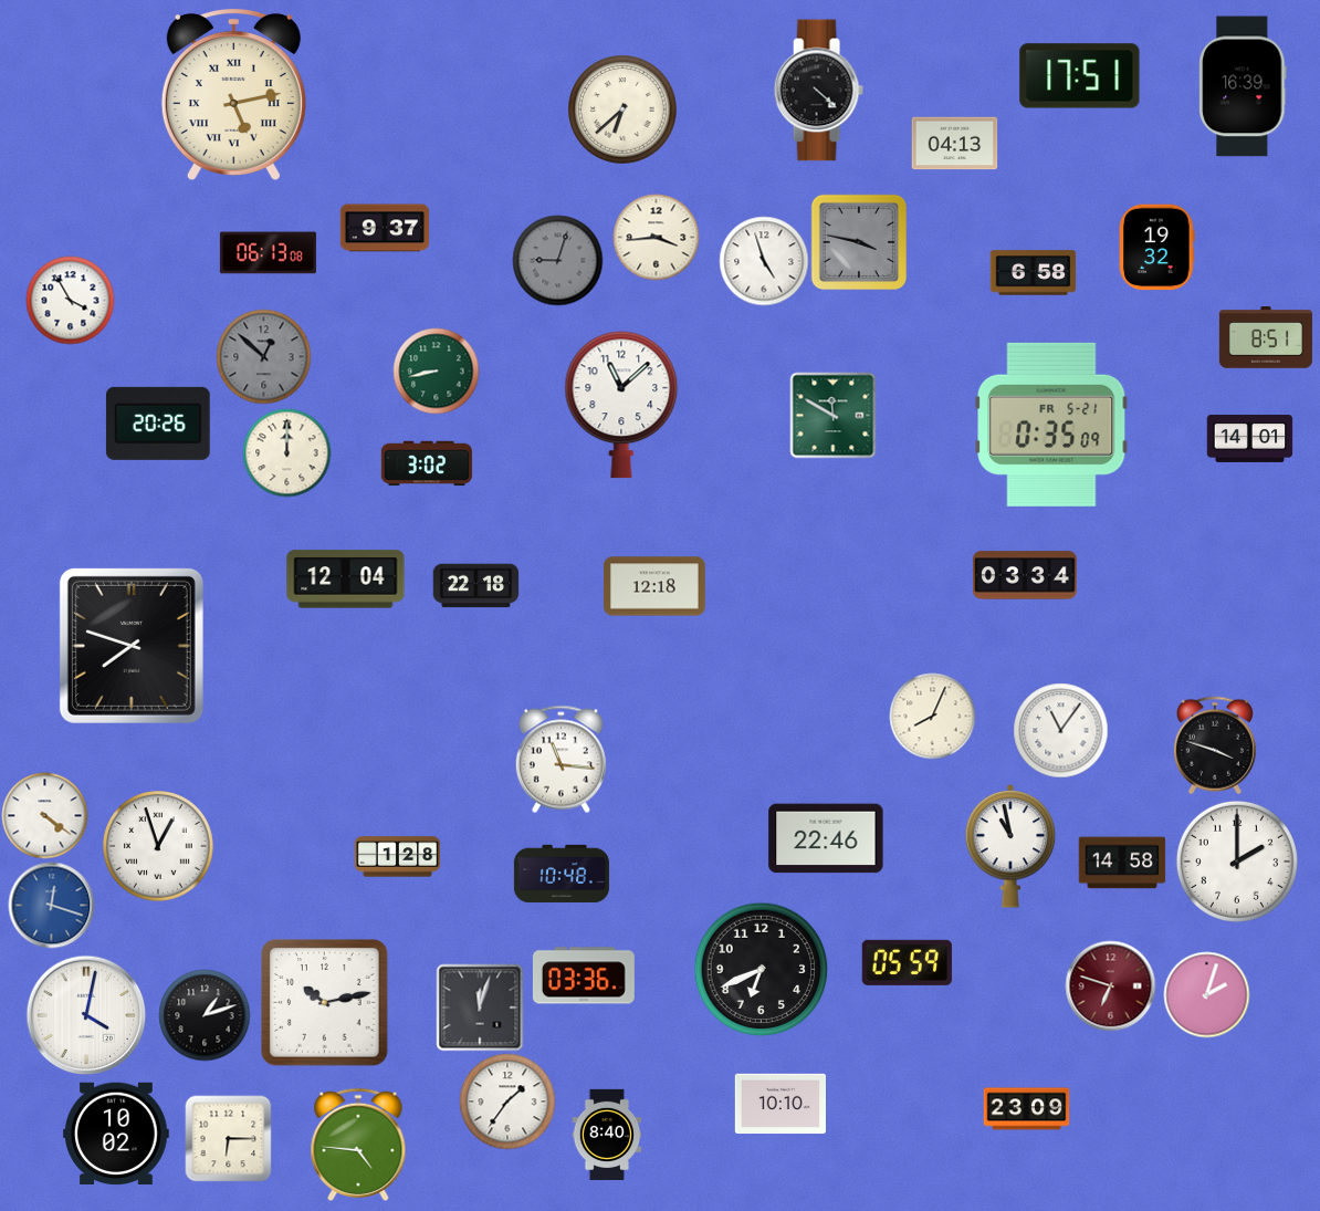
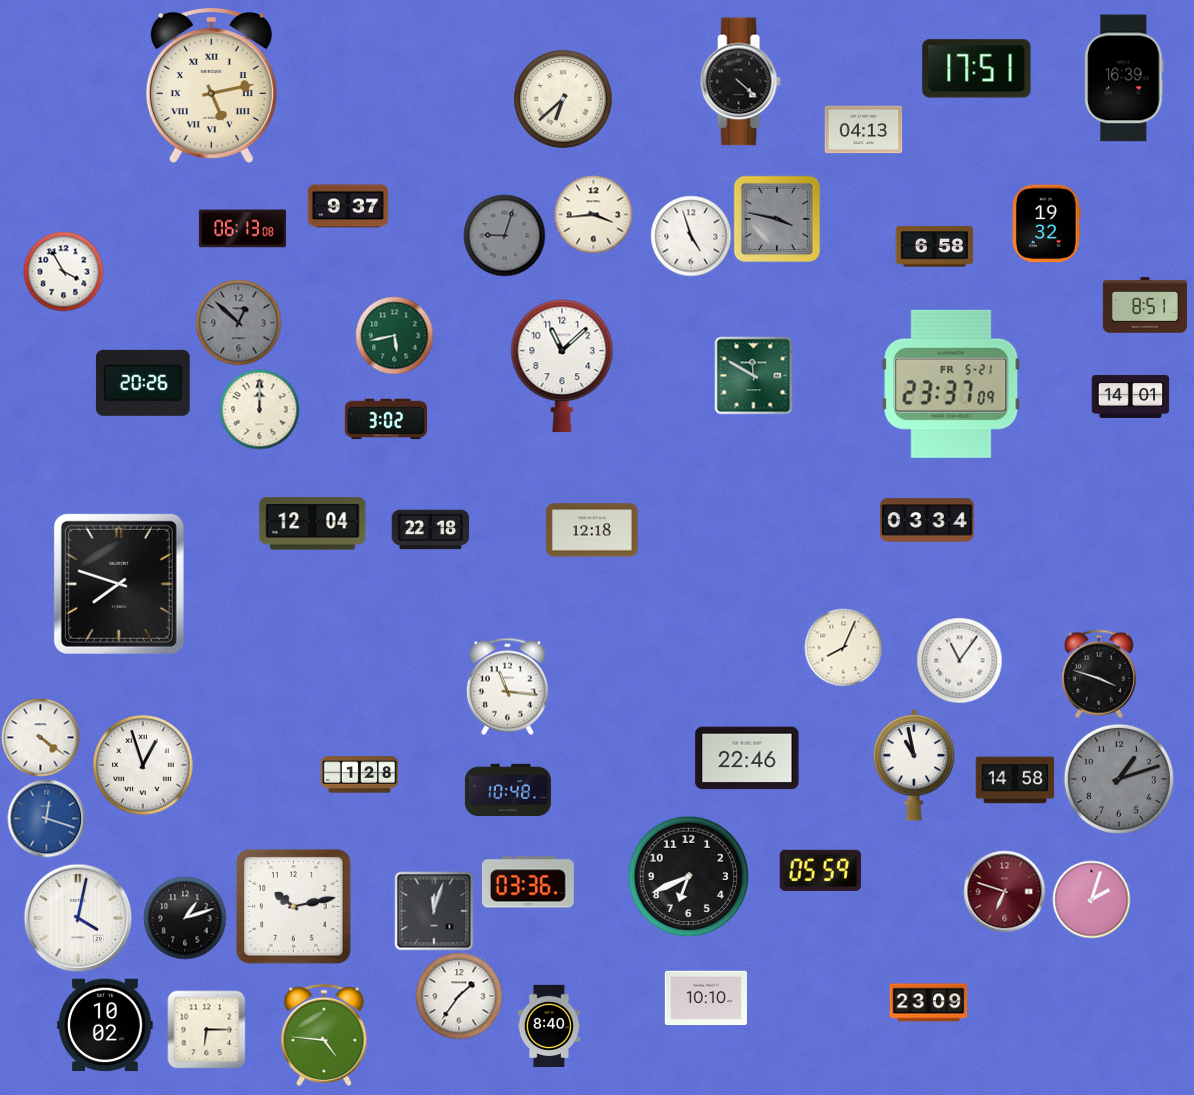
clock at (436, 370): 8:43 -> 5:43
clock at (1051, 425): 0:35 -> 23:37
clock at (1237, 862): 2:00 -> 1:12
clock at (1237, 862) dial: white -> grey
